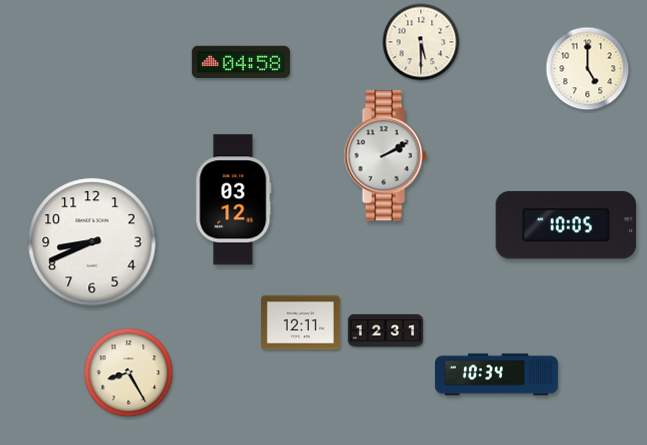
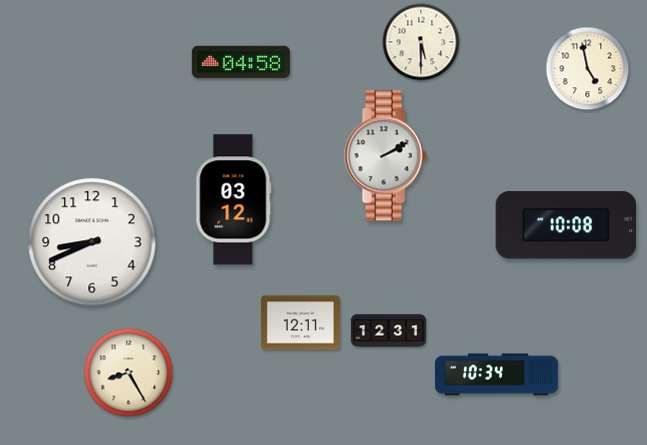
clock at (588, 69): 5:00 -> 4:58
clock at (566, 225): 10:05 -> 10:08
clock at (386, 331) position: (386, 331) -> (389, 331)
